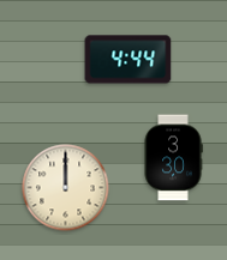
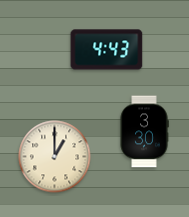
clock at (129, 60): 4:44 -> 4:43
clock at (66, 188): 12:00 -> 1:00
